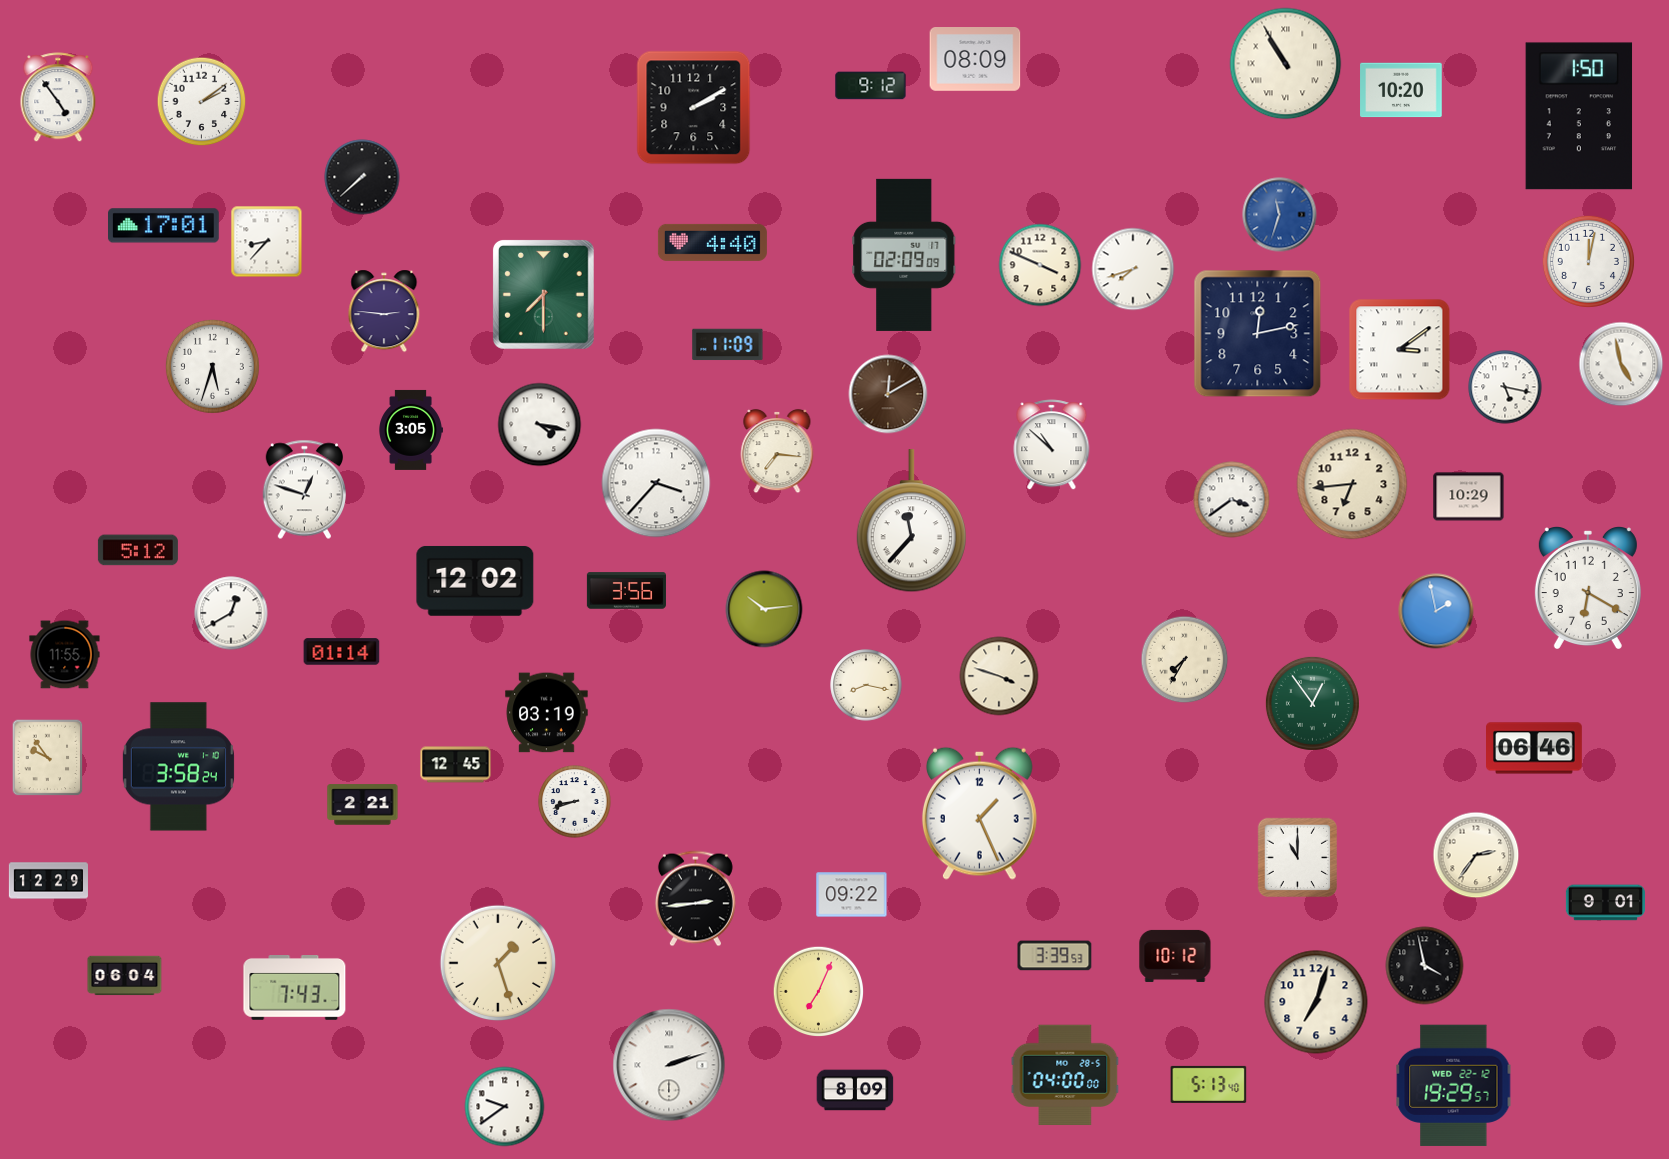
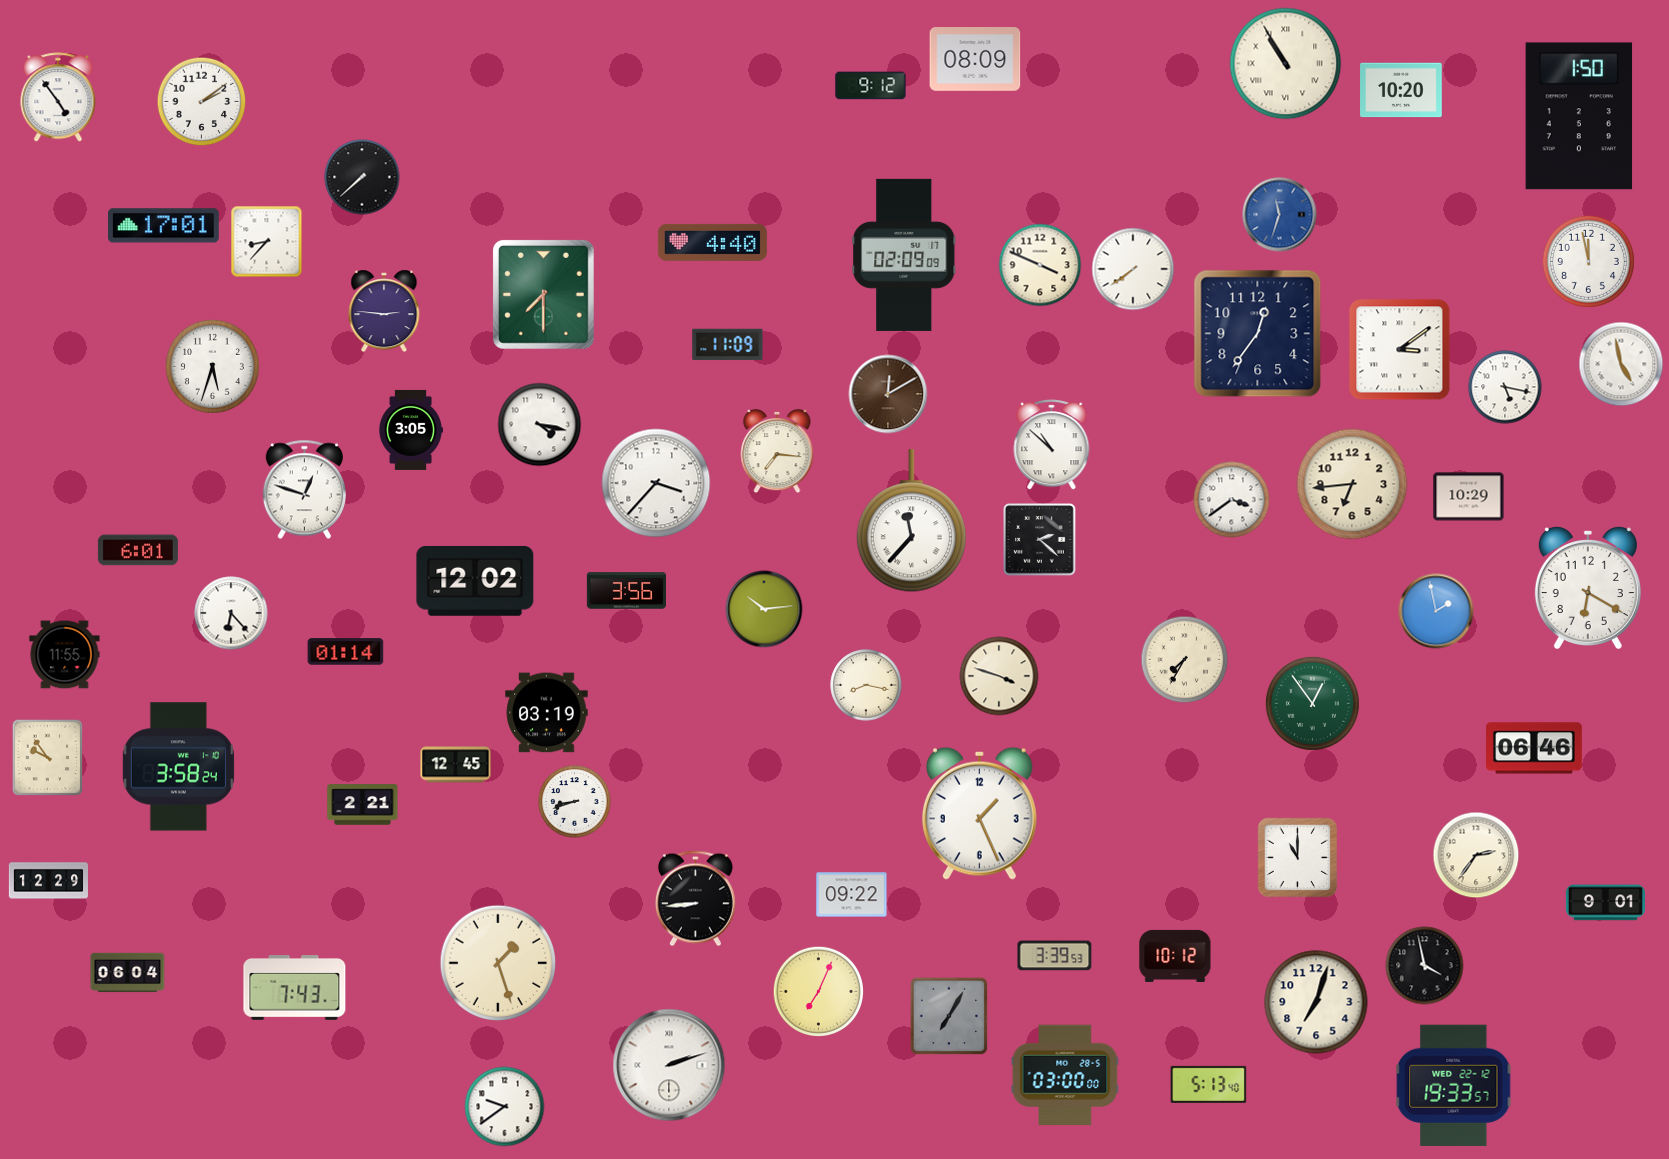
clock at (694, 108): 2:10 -> none
clock at (1588, 261): 12:02 -> 11:58
clock at (1133, 269): 7:42 -> 7:39
clock at (1258, 334): 12:13 -> 12:36
clock at (1040, 540): none -> 2:22
clock at (138, 550): 5:12 -> 6:01
clock at (231, 613): 12:40 -> 6:23
clock at (342, 652) position: (342, 652) -> (346, 652)
clock at (695, 899): 2:44 -> 8:44
clock at (125, 976) position: (125, 976) -> (128, 973)
clock at (949, 1016): none -> 7:05
clock at (1065, 1075): 04:00 -> 03:00
clock at (1454, 1085): 19:29 -> 19:33
clock at (855, 1090): 8:09 -> none
